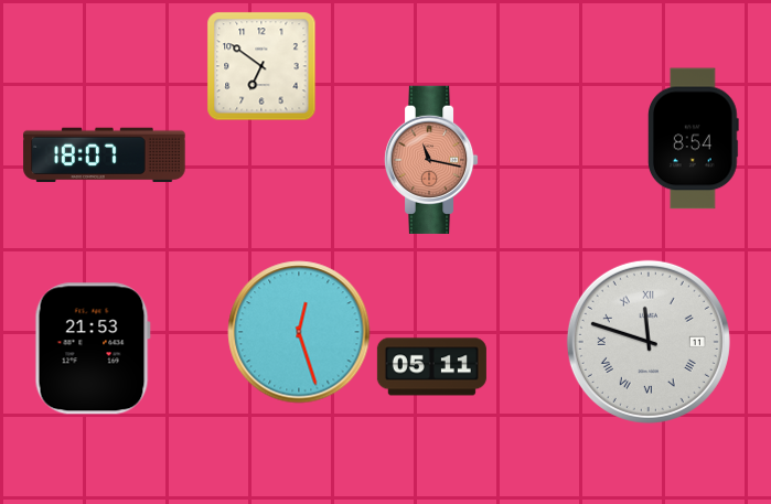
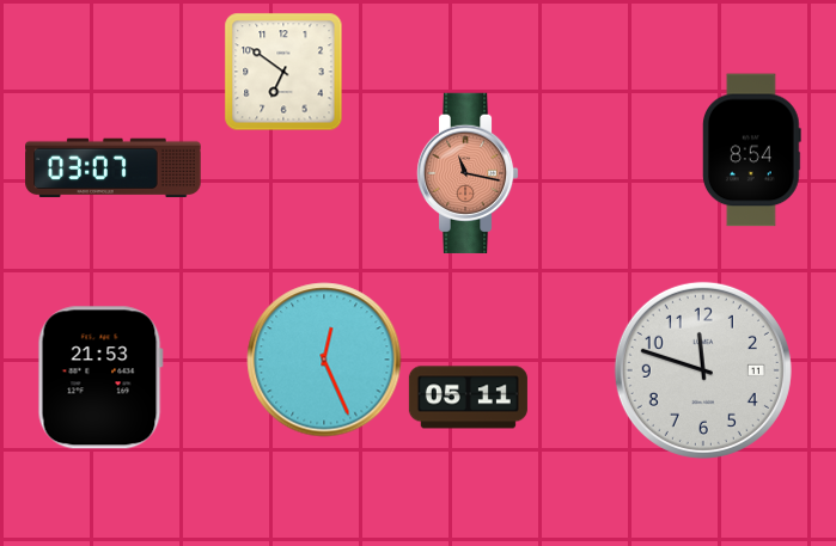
clock at (105, 156): 18:07 -> 03:07
clock at (299, 332): 12:27 -> 12:26
clock at (649, 342) numerals: Roman -> Arabic
